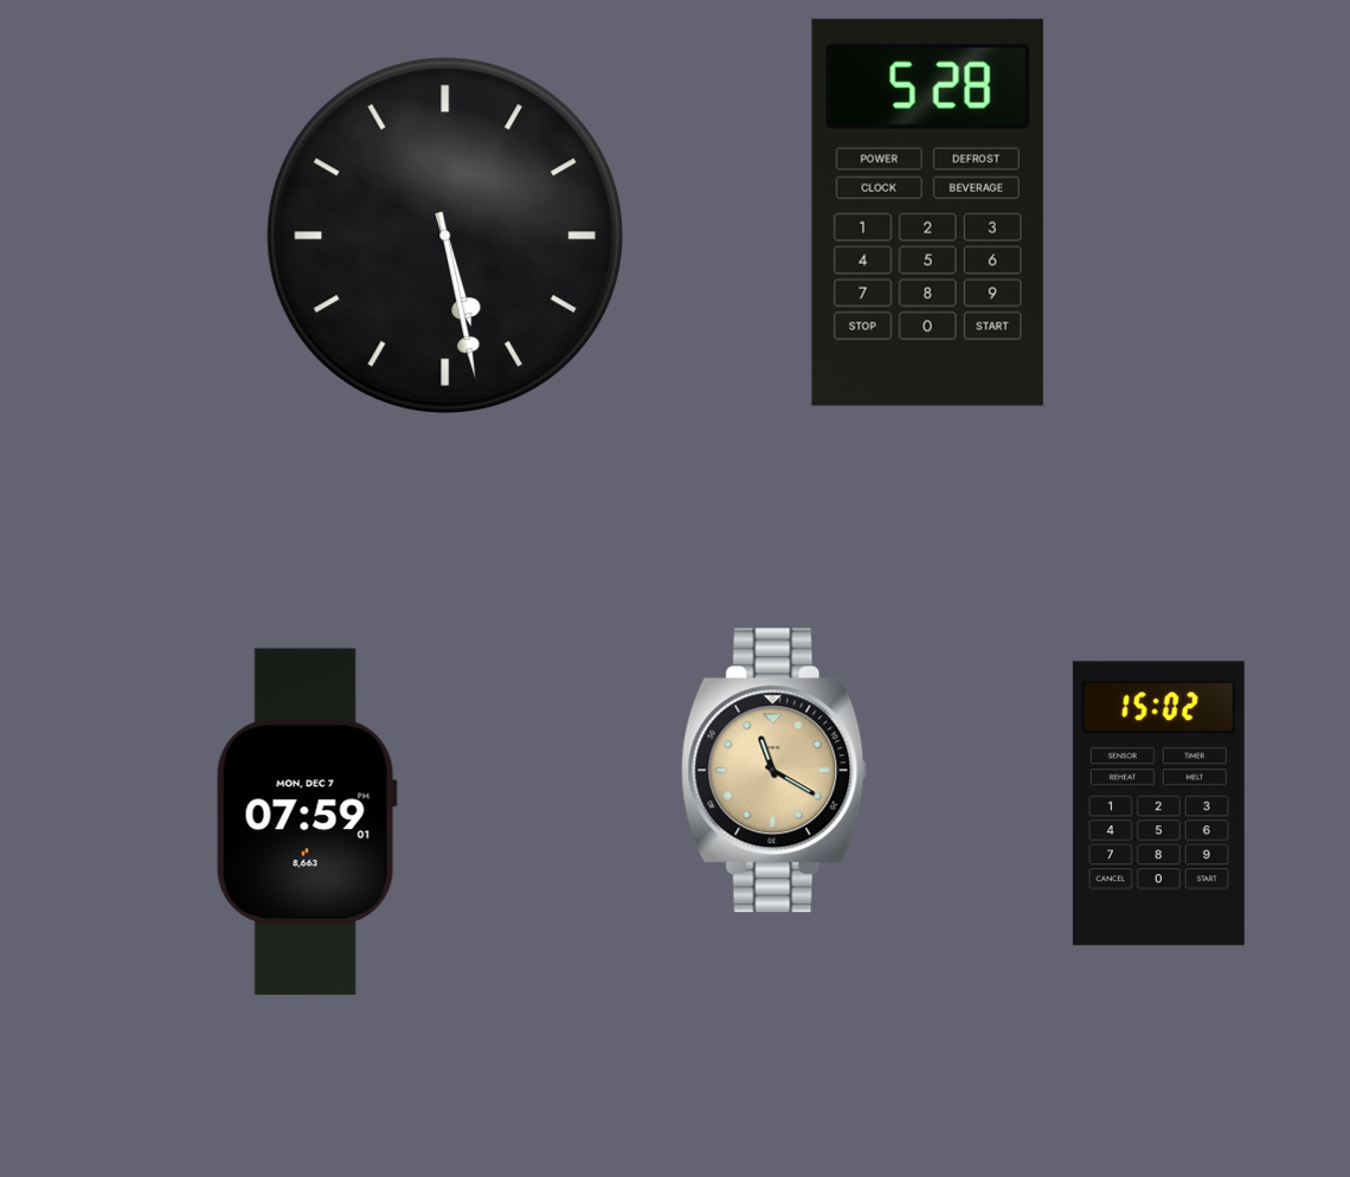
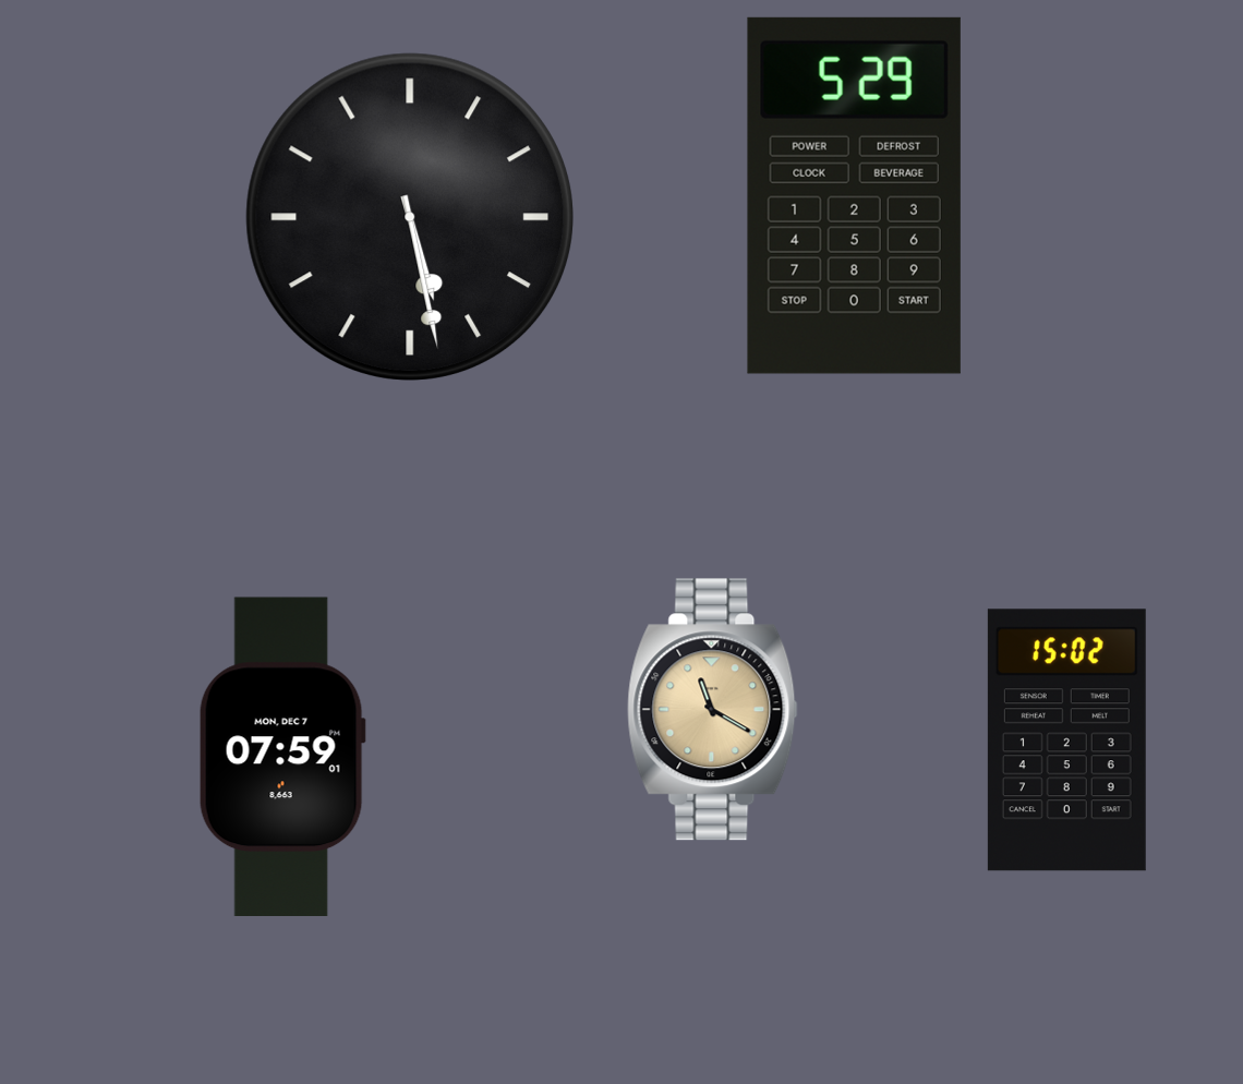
clock at (927, 212): 5:28 -> 5:29
